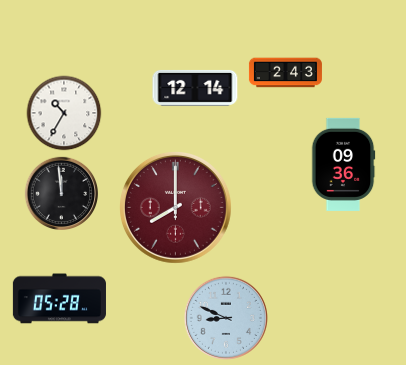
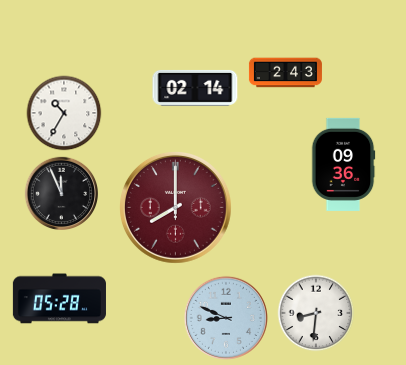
clock at (195, 88): 12:14 -> 02:14
clock at (61, 193): 11:59 -> 11:56
clock at (316, 313): none -> 8:31
